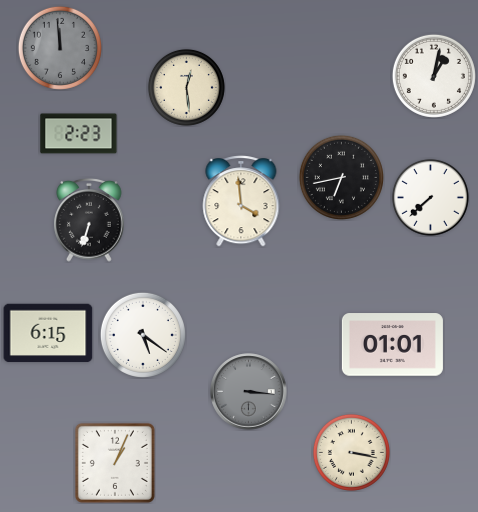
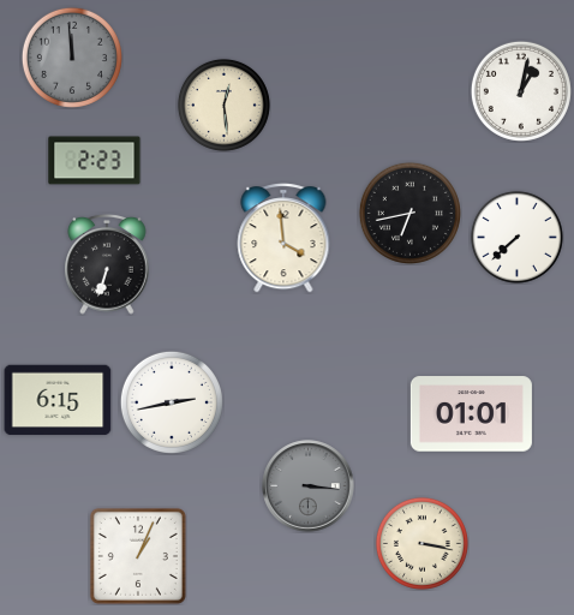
clock at (241, 201) position: (241, 201) -> (283, 238)
clock at (143, 335): 5:21 -> 2:43
clock at (249, 392) position: (249, 392) -> (309, 486)
